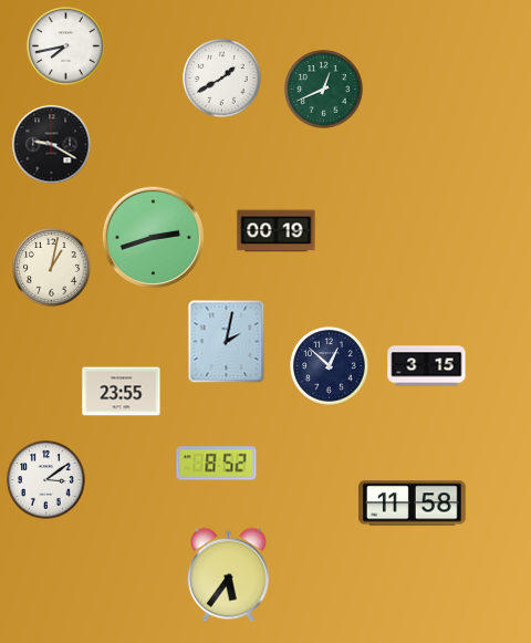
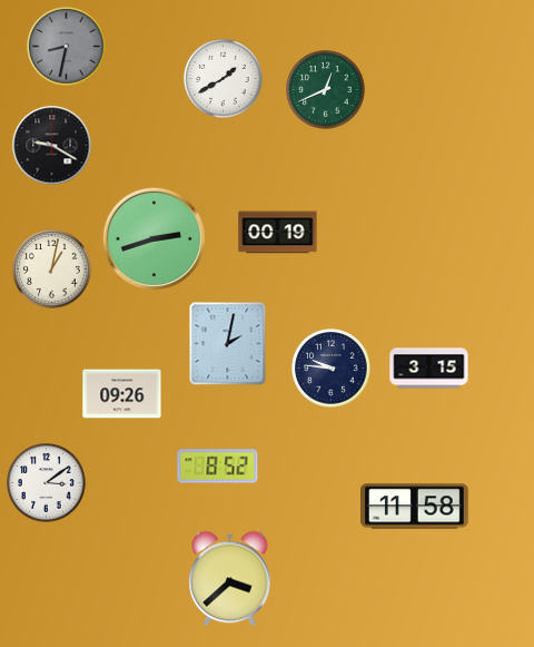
clock at (66, 46): 7:43 -> 8:32
clock at (66, 46) dial: white -> grey
clock at (330, 366): 12:52 -> 9:46
clock at (122, 392): 23:55 -> 09:26
clock at (229, 575): 5:36 -> 3:38
